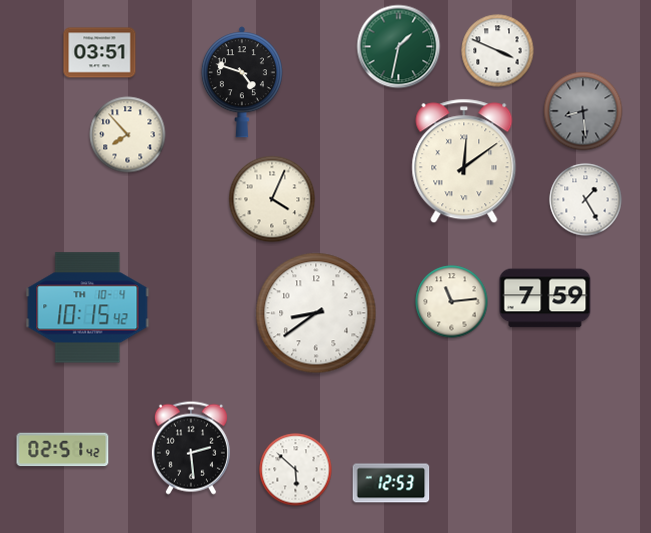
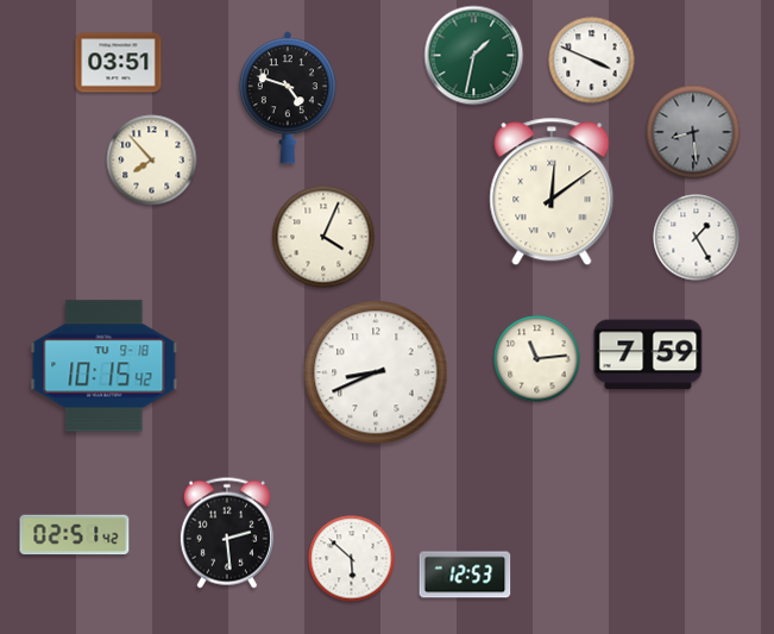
clock at (88, 308) date: TH 10-4 -> TU 9-18
clock at (316, 313): 8:39 -> 8:41
